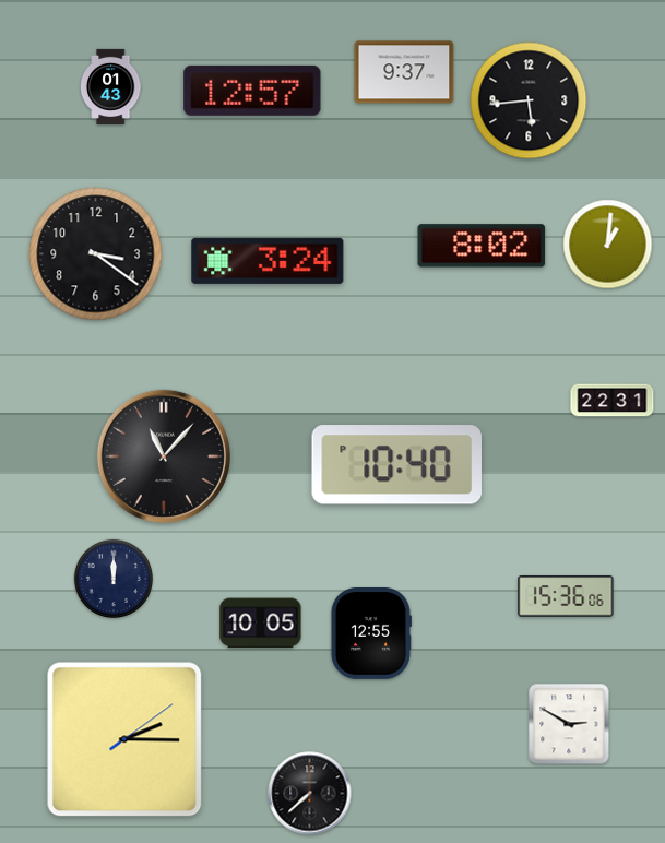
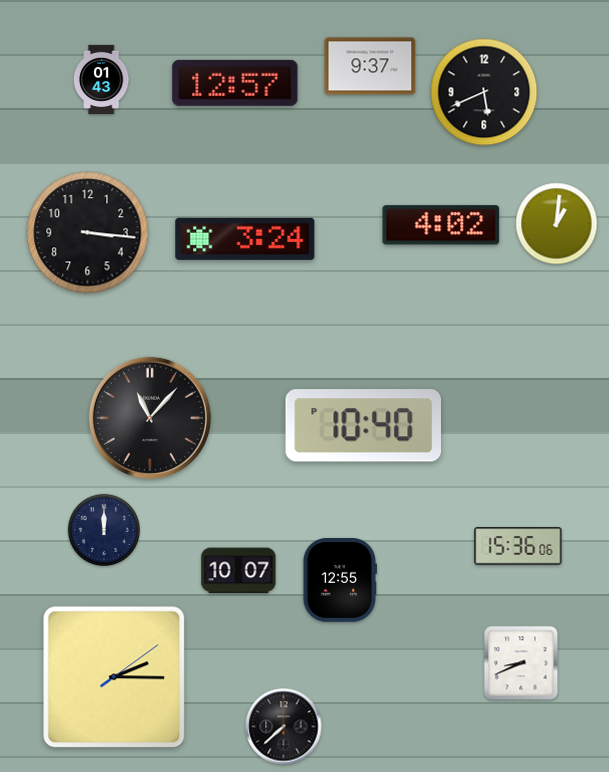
clock at (252, 91) position: (252, 91) -> (235, 83)
clock at (529, 100): 5:44 -> 5:41
clock at (482, 246): 8:02 -> 4:02
clock at (96, 254): 3:21 -> 3:16
clock at (613, 401): 22:31 -> none
clock at (261, 624): 10:05 -> 10:07
clock at (569, 724): 2:50 -> 8:41
